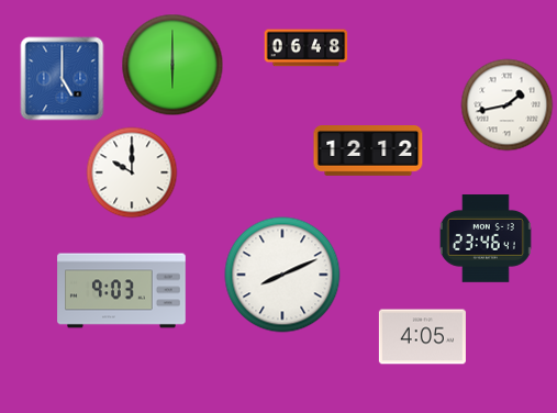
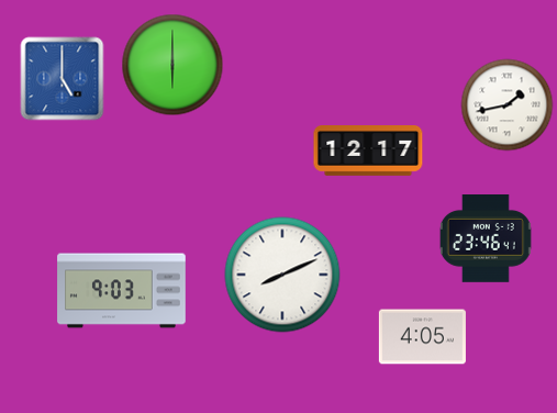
clock at (307, 48): 06:48 -> none
clock at (368, 152): 12:12 -> 12:17
clock at (132, 172): 10:00 -> none
